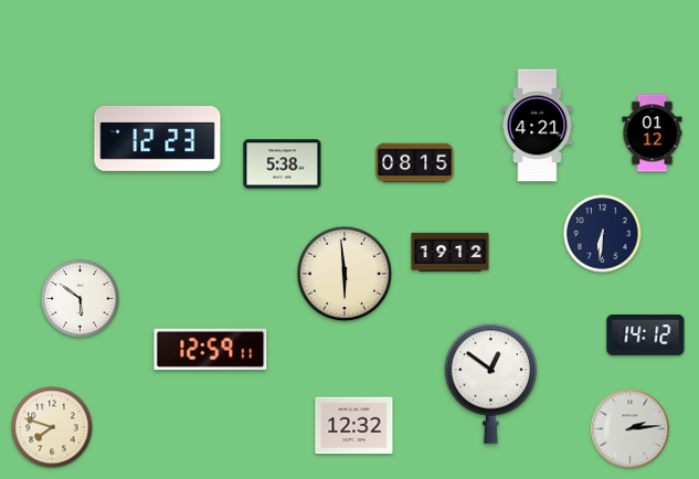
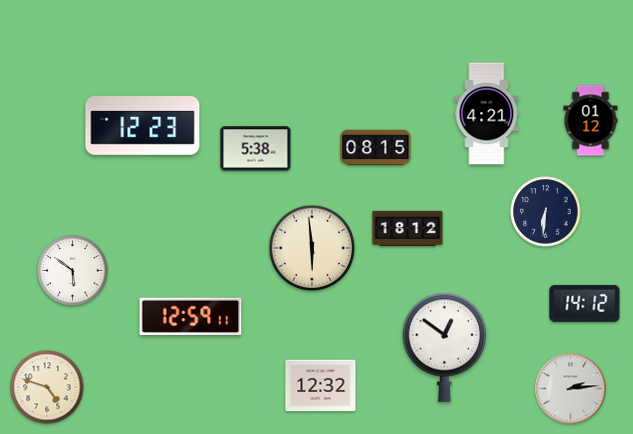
clock at (451, 253): 19:12 -> 18:12
clock at (52, 427): 7:48 -> 4:48
